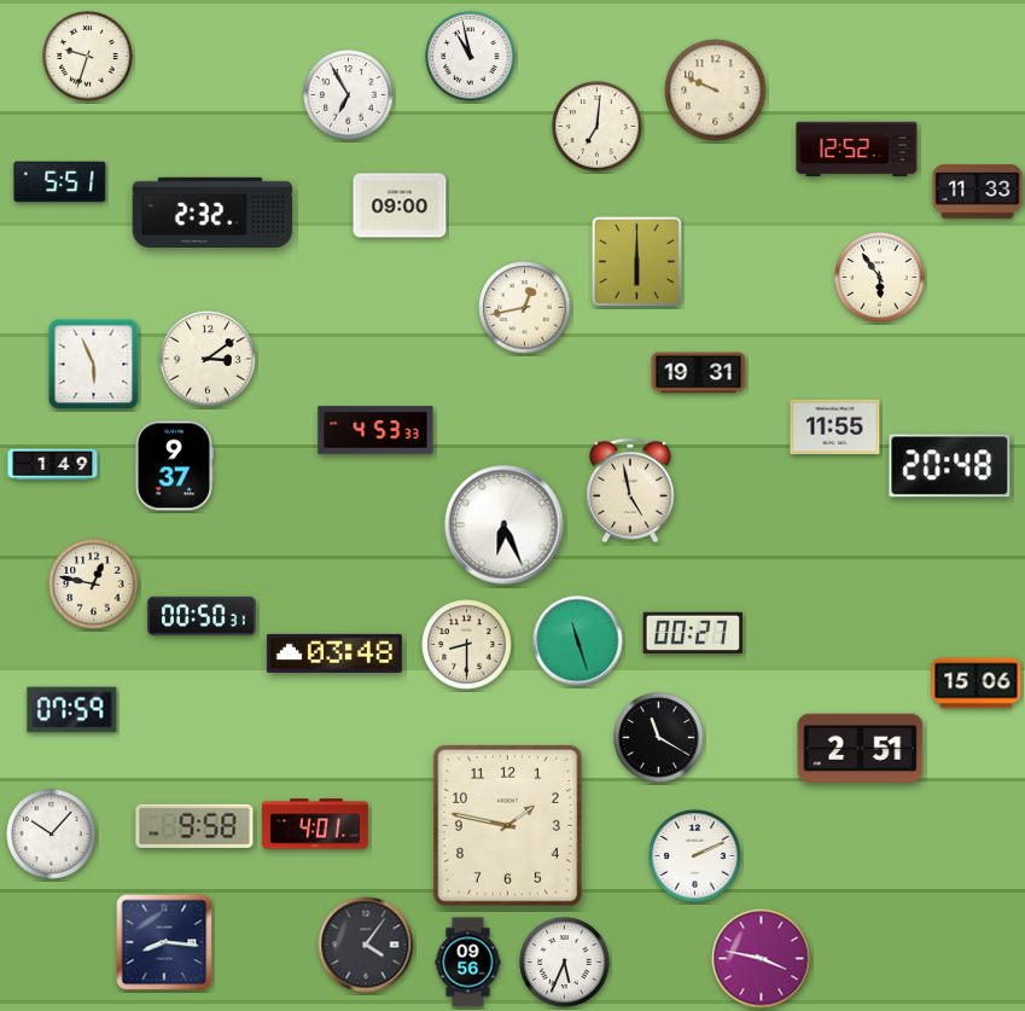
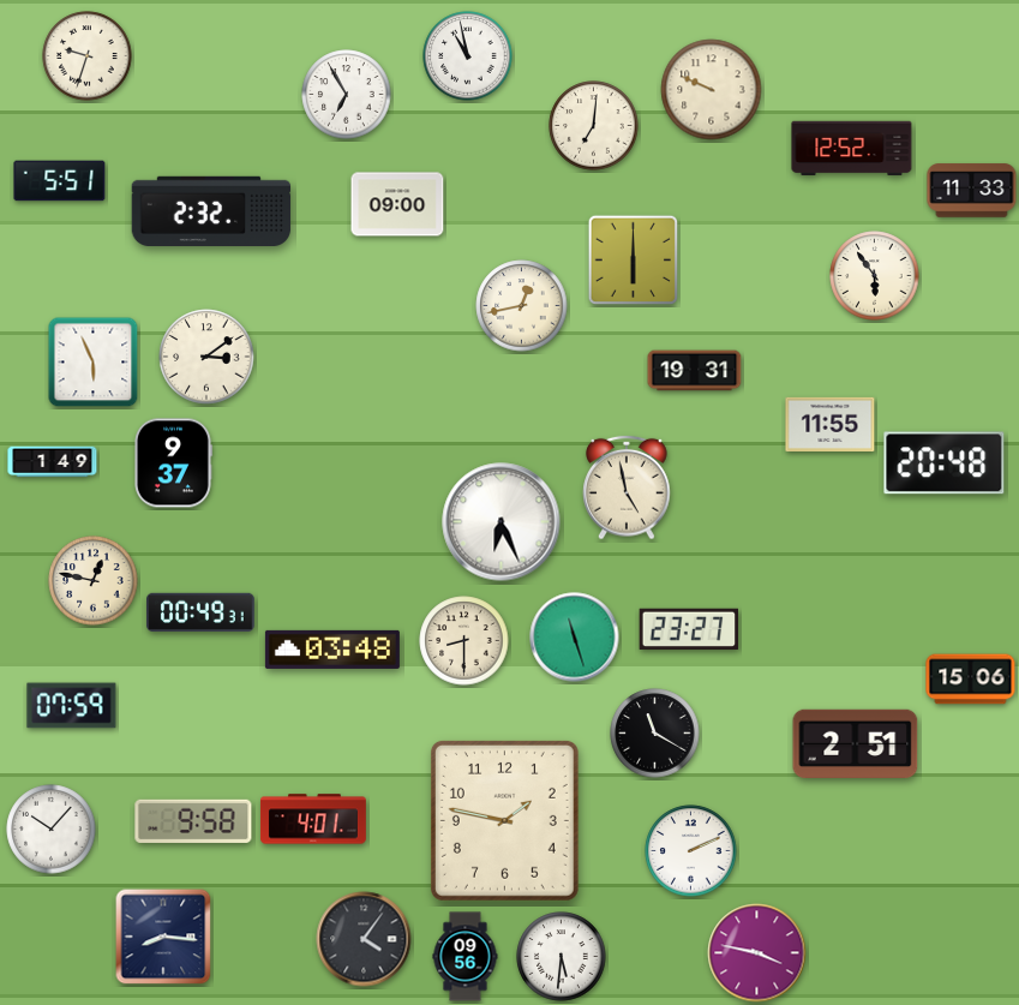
clock at (375, 430): 4:53 -> none
clock at (202, 615): 00:50 -> 00:49
clock at (693, 632): 00:27 -> 23:27
clock at (565, 963): 5:34 -> 5:31
